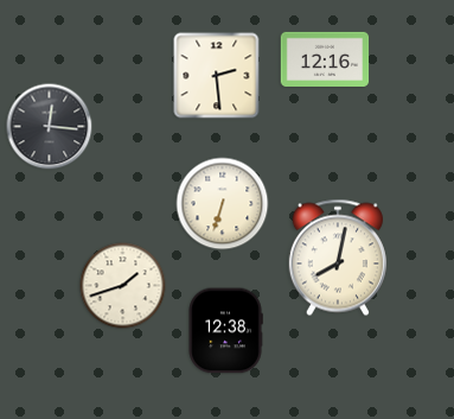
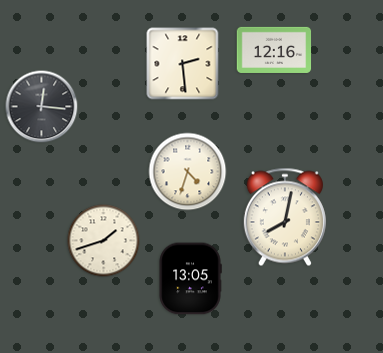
clock at (223, 204): 6:33 -> 4:33
clock at (225, 331): 12:38 -> 13:05
